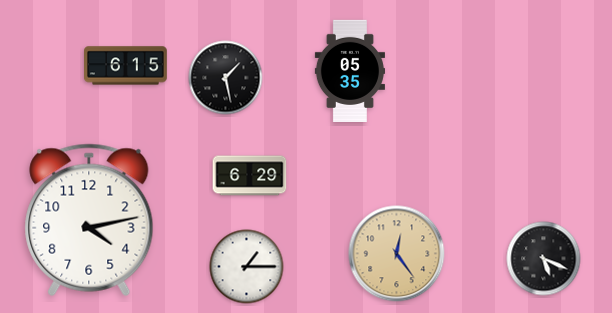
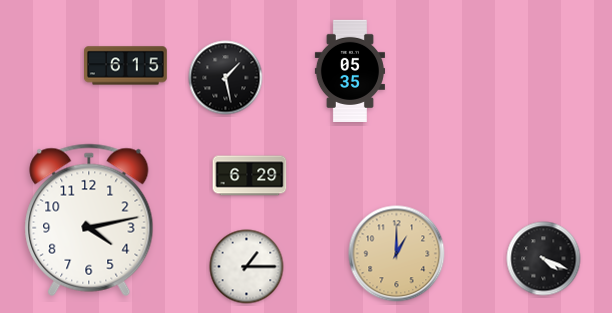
clock at (397, 254): 12:24 -> 1:00
clock at (544, 259): 5:19 -> 4:19
